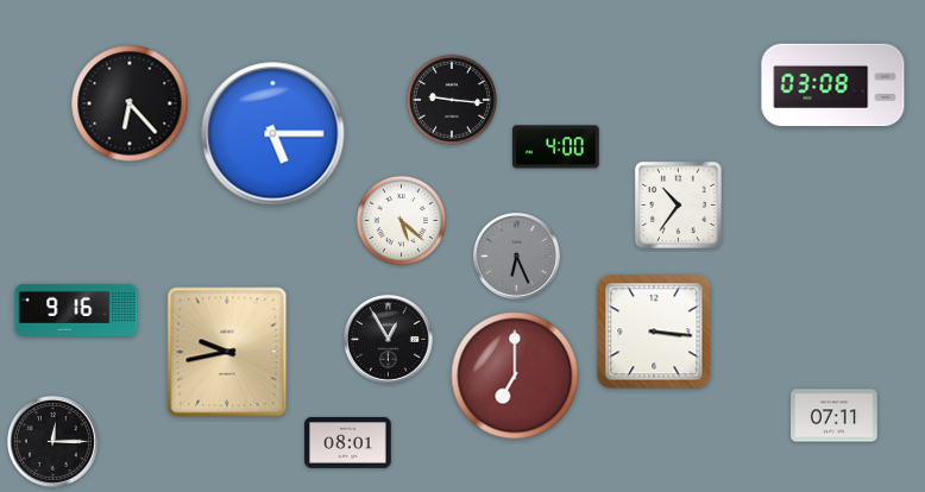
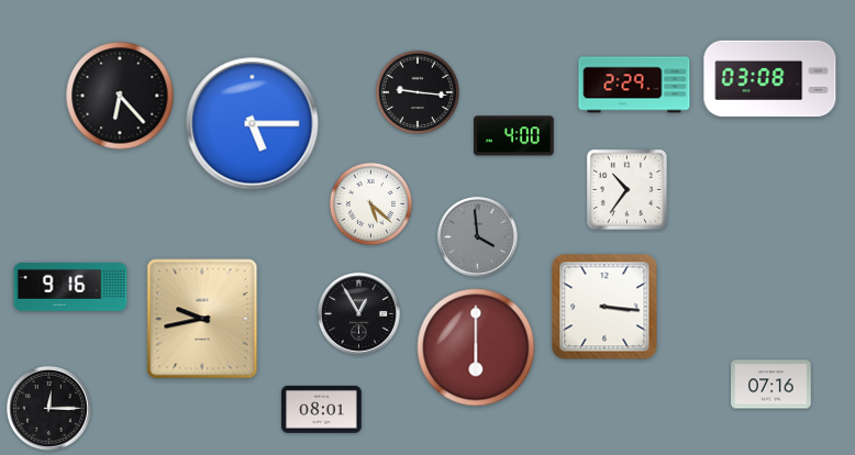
clock at (634, 85): none -> 2:29
clock at (516, 256): 6:26 -> 3:59
clock at (227, 352) position: (227, 352) -> (202, 319)
clock at (515, 376): 7:00 -> 6:00
clock at (835, 416): 07:11 -> 07:16
